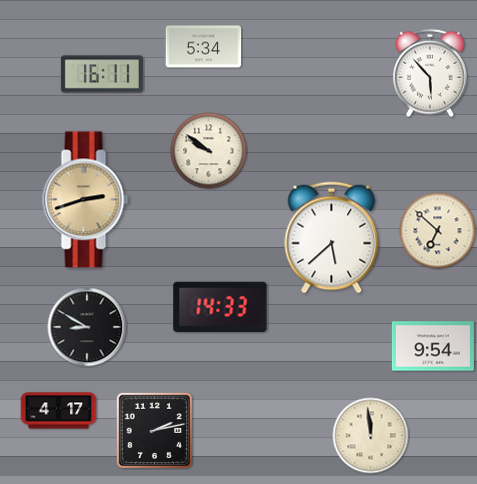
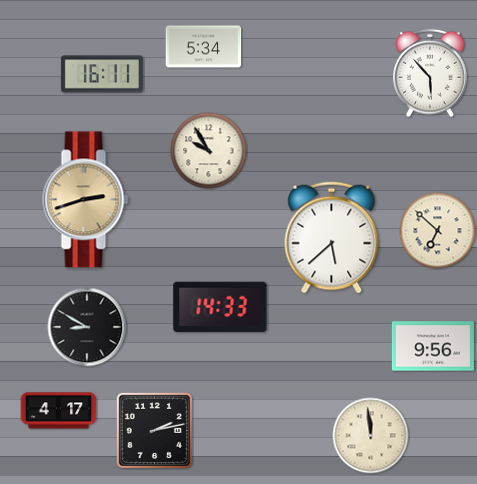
clock at (209, 151): 9:51 -> 9:55
clock at (433, 346): 9:54 -> 9:56
